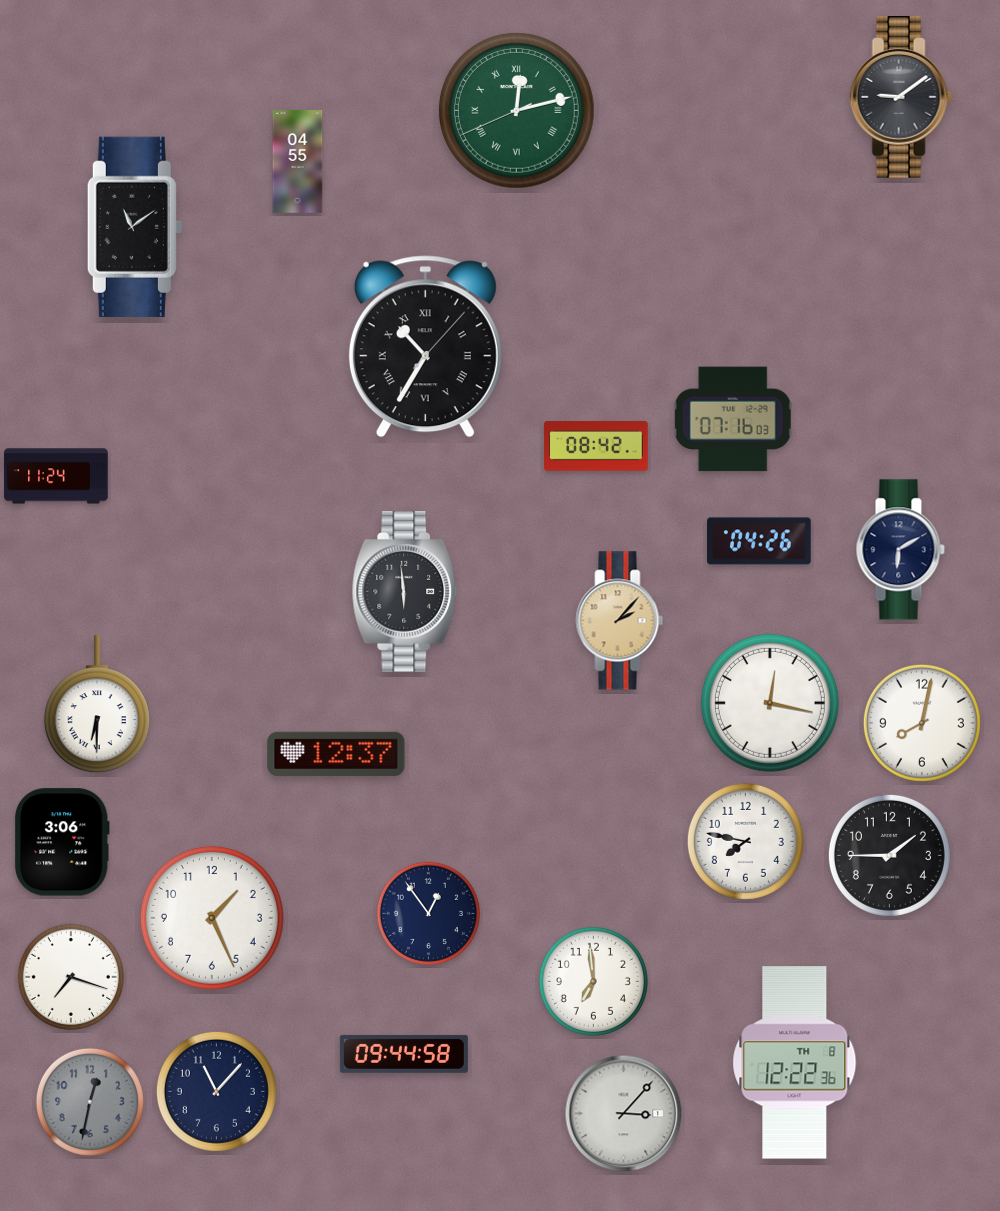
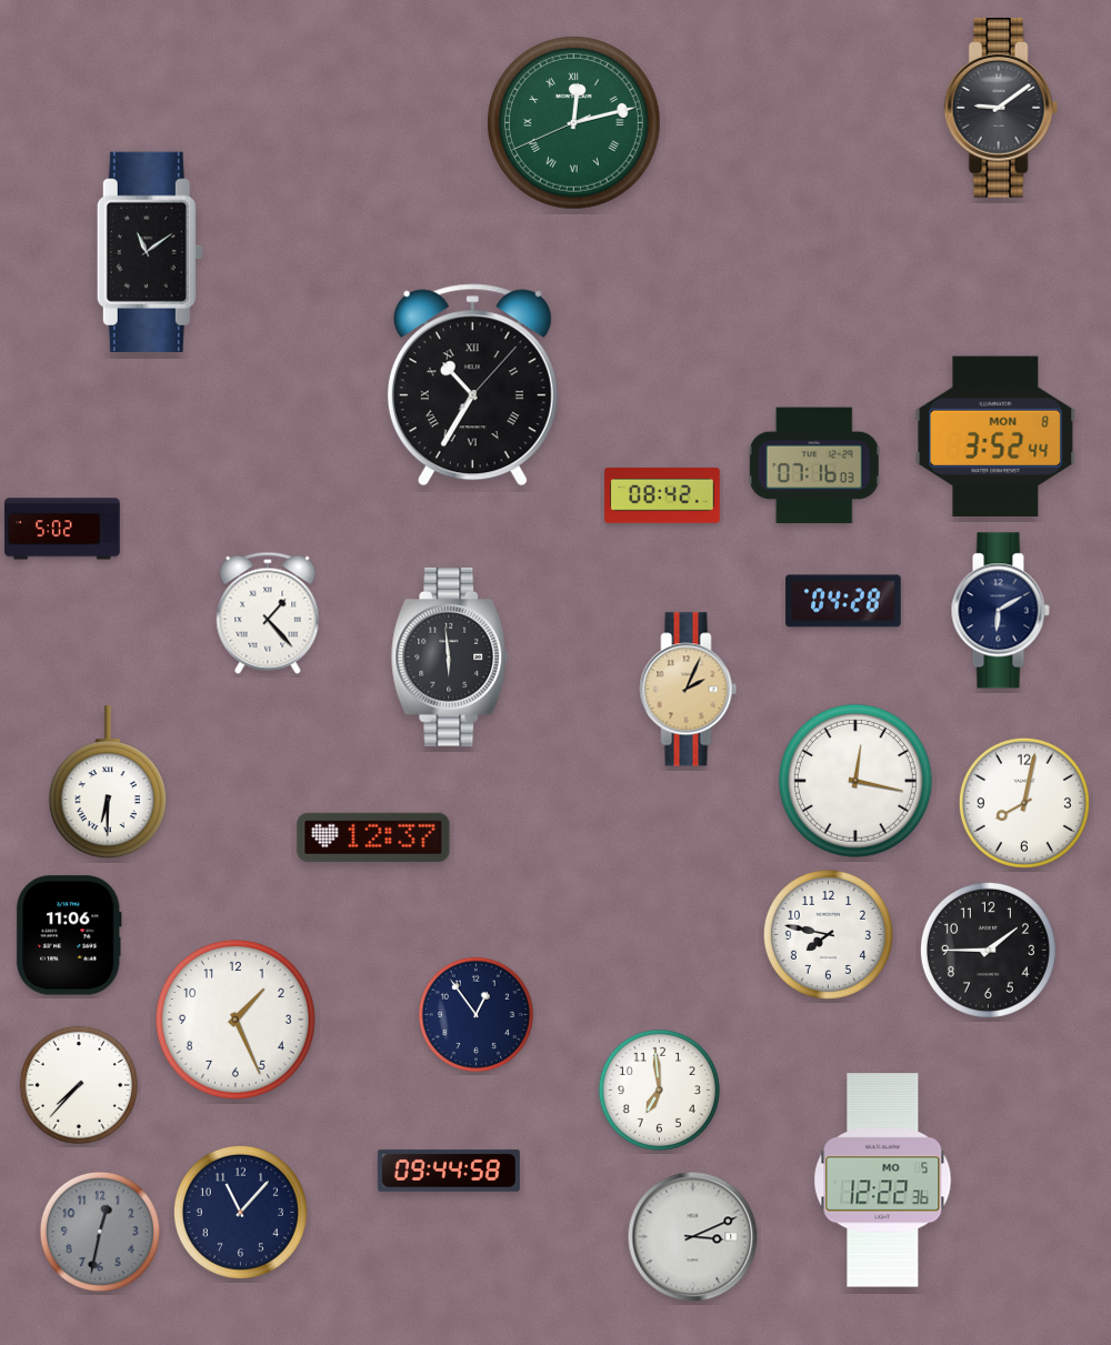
clock at (298, 162): 04:55 -> none
clock at (995, 436): none -> 3:52
clock at (56, 476): 11:24 -> 5:02
clock at (759, 541): 04:26 -> 04:28
clock at (268, 613): none -> 1:23
clock at (620, 621): 2:07 -> 2:04
clock at (62, 842): 3:06 -> 11:06
clock at (71, 977): 7:18 -> 7:37
clock at (795, 1063) date: TH 8 -> MO 5
clock at (90, 1102) position: (90, 1102) -> (100, 1232)
clock at (624, 1114): 3:07 -> 3:11
